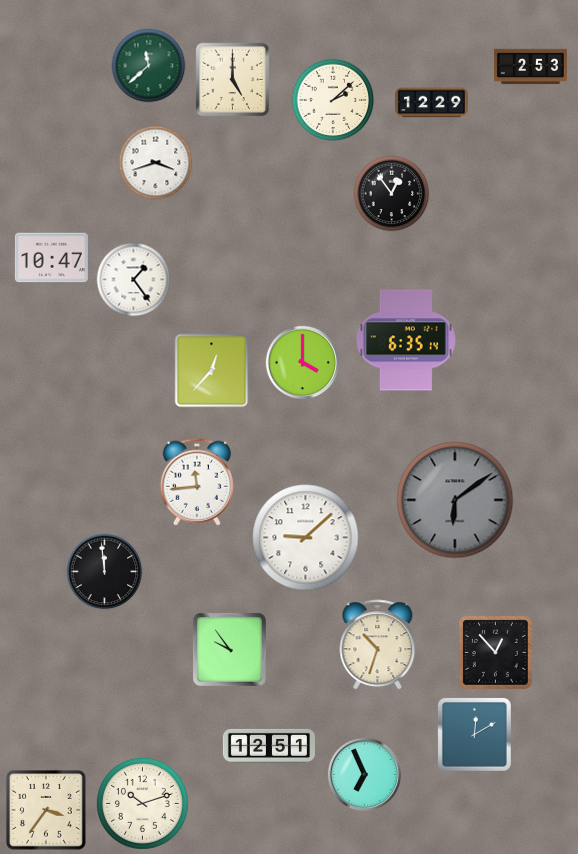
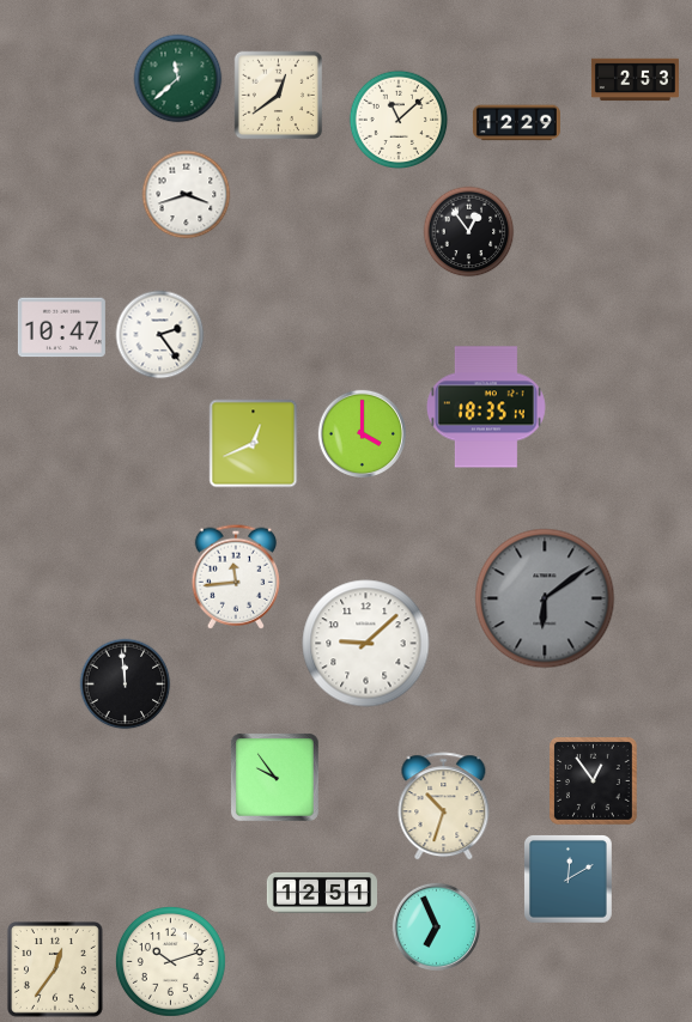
clock at (233, 80): 5:00 -> 12:39
clock at (333, 100): 2:08 -> 11:08
clock at (51, 258) position: (51, 258) -> (61, 328)
clock at (134, 280): 1:24 -> 2:24
clock at (406, 340): 6:35 -> 18:35
clock at (212, 371): 12:37 -> 12:41
clock at (378, 645) position: (378, 645) -> (444, 807)
clock at (496, 653): 12:53 -> 12:54
clock at (46, 810): 3:36 -> 12:36
